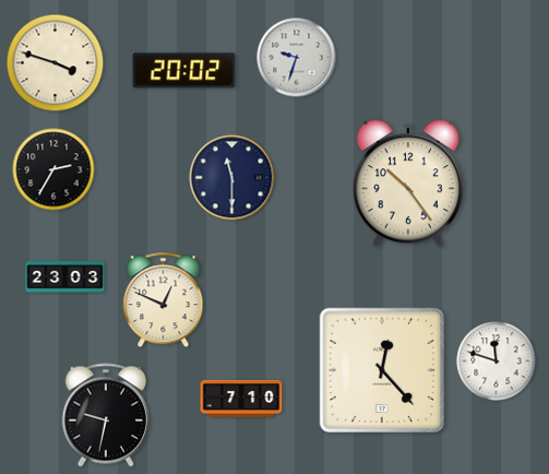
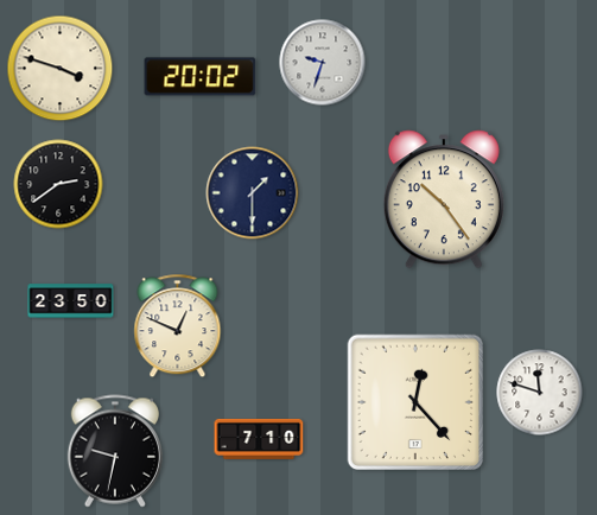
clock at (53, 169): 2:35 -> 2:39
clock at (232, 178): 11:30 -> 1:30
clock at (65, 277): 23:03 -> 23:50
clock at (241, 399) position: (241, 399) -> (259, 439)
